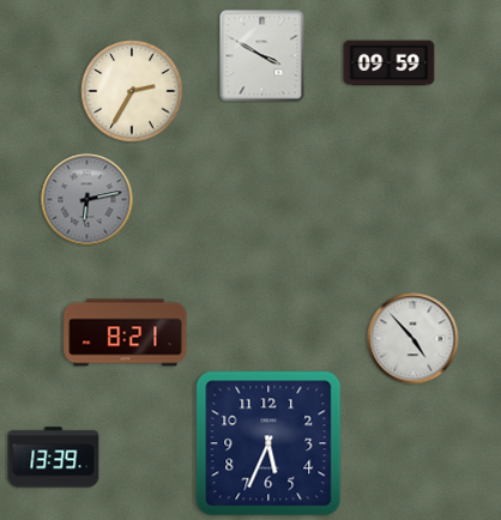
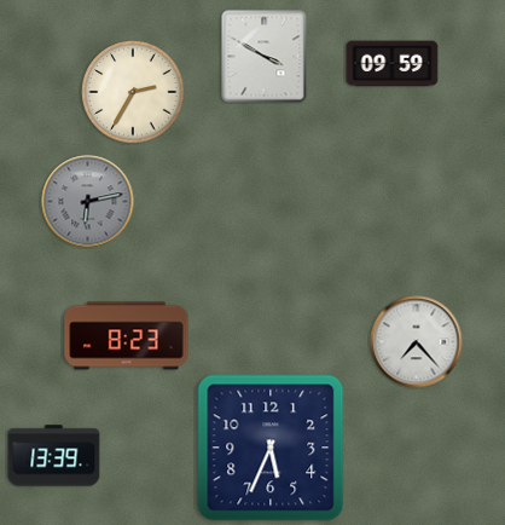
clock at (126, 333): 8:21 -> 8:23
clock at (414, 339): 4:53 -> 7:23
clock at (54, 458) position: (54, 458) -> (54, 456)
